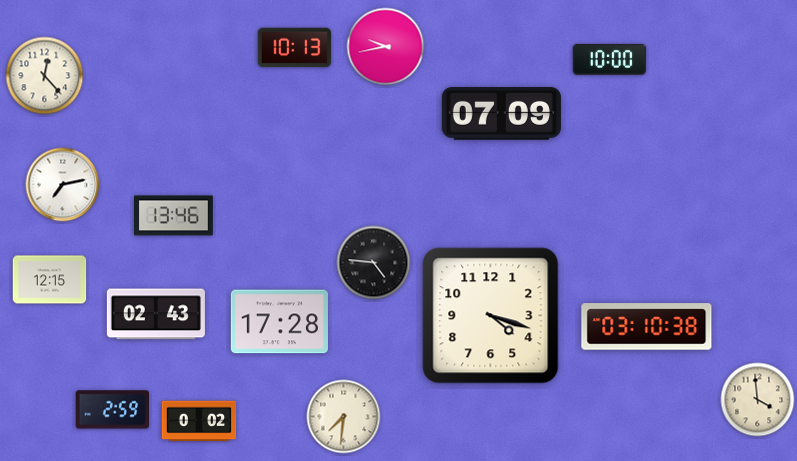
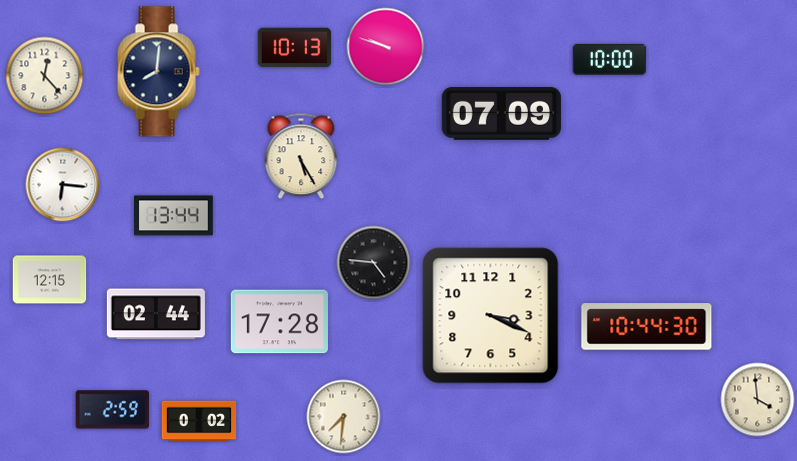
clock at (386, 47): 9:43 -> 9:48
clock at (158, 72): none -> 8:01
clock at (301, 156): none -> 5:25
clock at (63, 185): 7:13 -> 6:16
clock at (174, 216): 13:46 -> 13:44
clock at (156, 314): 02:43 -> 02:44
clock at (491, 316): 4:18 -> 3:19
clock at (647, 327): 03:10 -> 10:44
